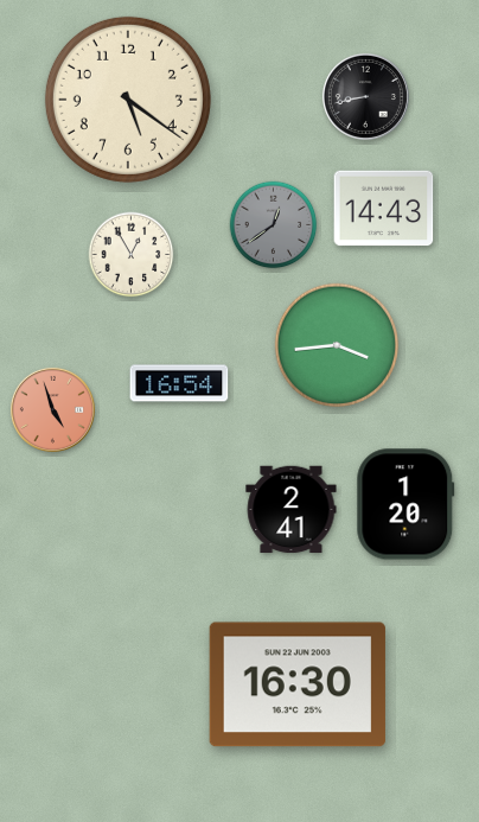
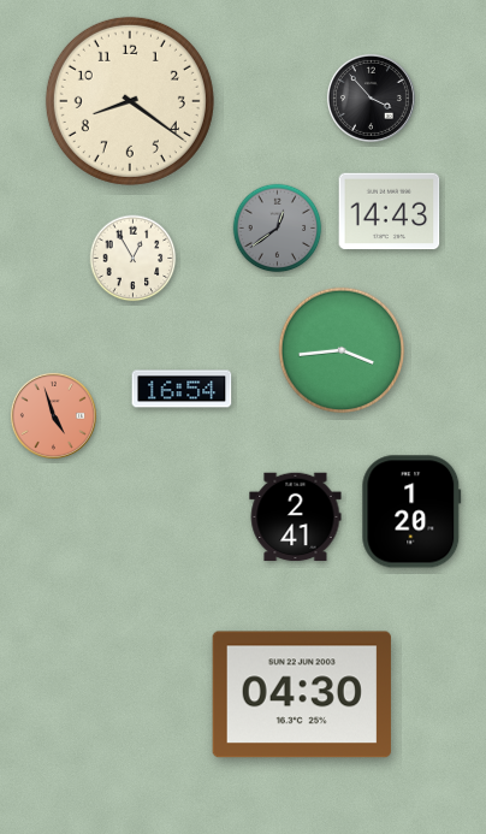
clock at (365, 96): 8:43 -> 3:53
clock at (128, 100): 5:21 -> 8:21
clock at (298, 684): 16:30 -> 04:30
